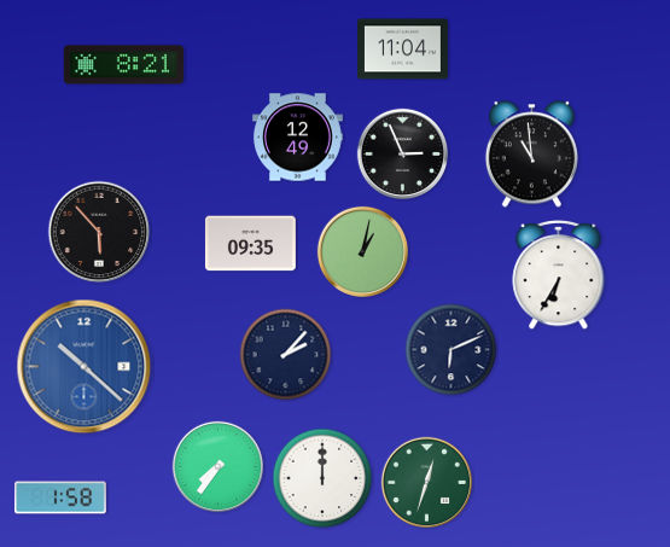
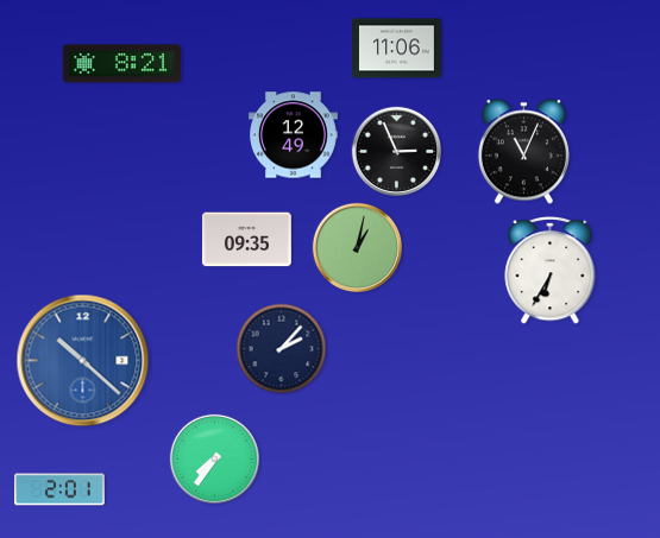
clock at (403, 50): 11:04 -> 11:06
clock at (531, 155): 10:59 -> 11:04
clock at (99, 232): 5:53 -> none
clock at (451, 350): 6:11 -> none
clock at (322, 478): 12:00 -> none
clock at (426, 482): 12:33 -> none
clock at (60, 497): 1:58 -> 2:01
